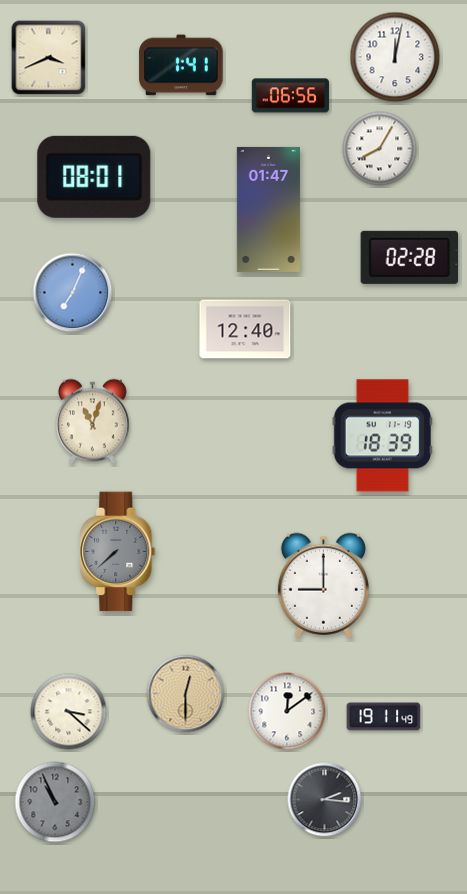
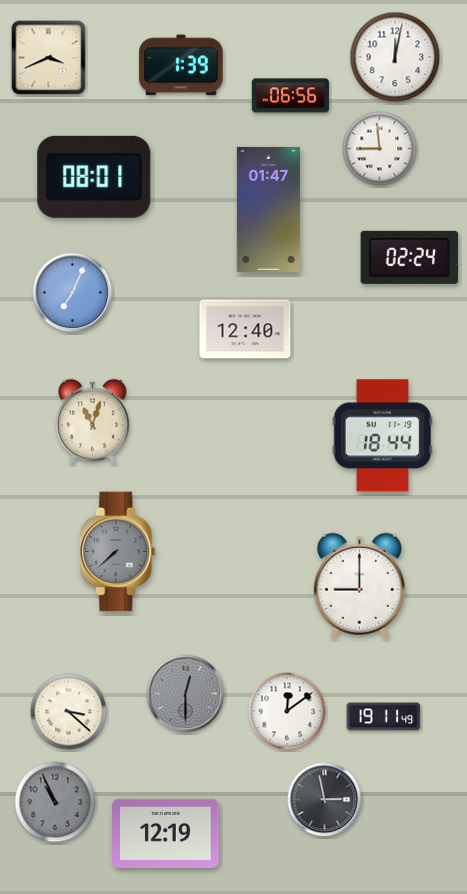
clock at (181, 65): 1:41 -> 1:39
clock at (380, 149): 8:05 -> 8:59
clock at (410, 257): 02:28 -> 02:24
clock at (382, 436): 18:39 -> 18:44
clock at (323, 585) position: (323, 585) -> (359, 585)
clock at (186, 694) dial: champagne -> grey
clock at (325, 800): 2:16 -> 2:58
clock at (166, 833): none -> 12:19
